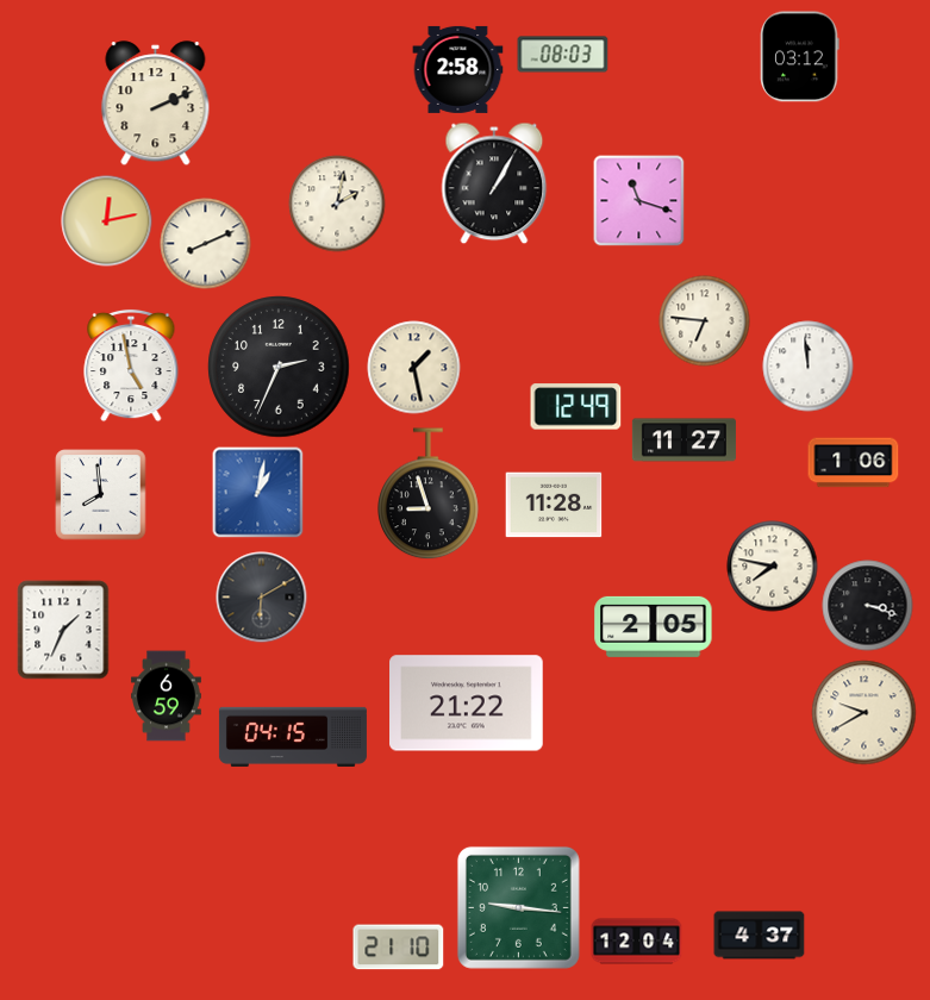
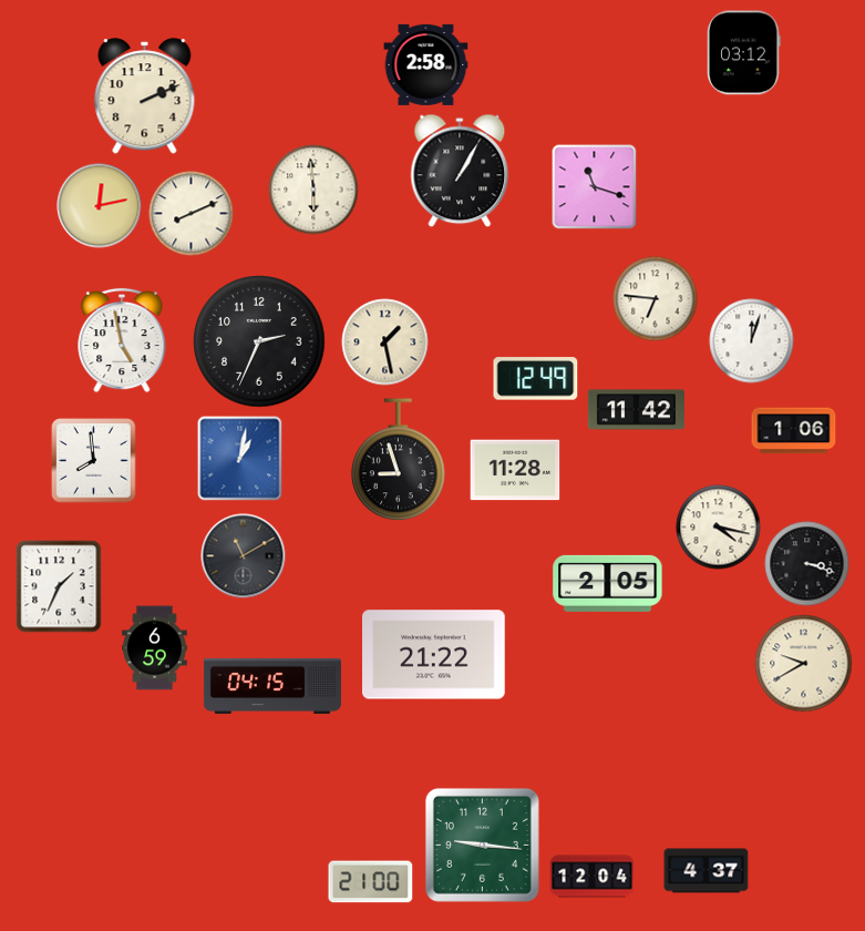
clock at (563, 55): 08:03 -> none
clock at (337, 204): 2:02 -> 5:59
clock at (206, 244) position: (206, 244) -> (192, 214)
clock at (809, 367): 11:59 -> 12:03
clock at (684, 440): 11:27 -> 11:42
clock at (773, 567): 7:47 -> 4:17
clock at (262, 598): 6:10 -> 11:10
clock at (399, 948): 21:10 -> 21:00
